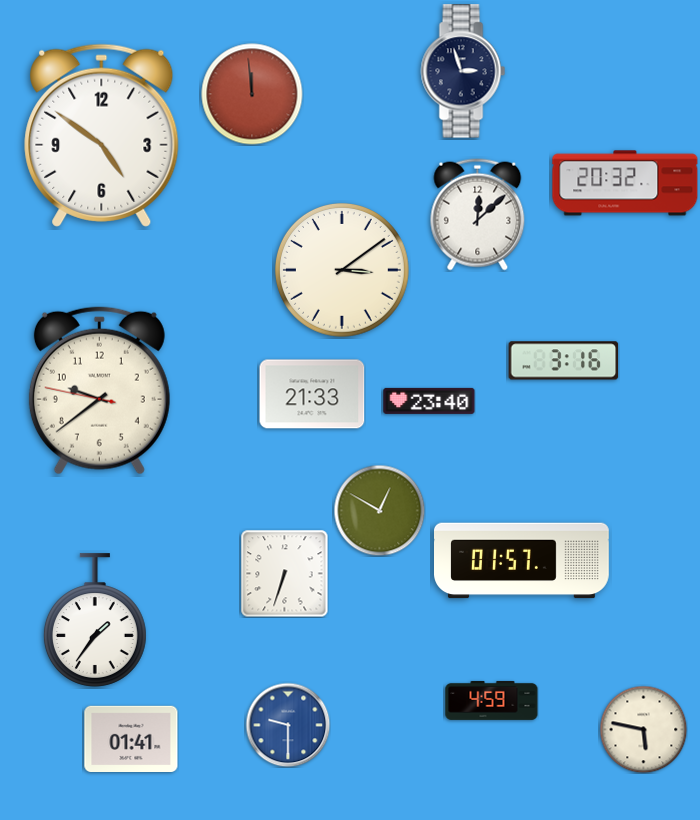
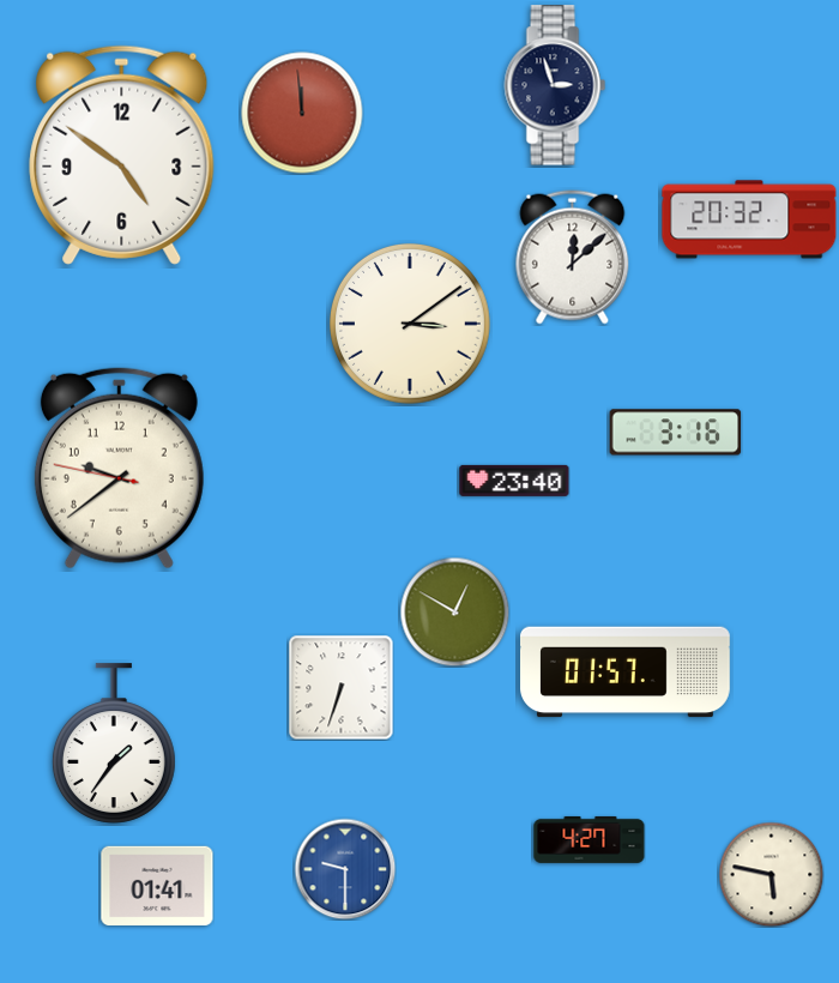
clock at (102, 135) position: (102, 135) -> (122, 155)
clock at (312, 394): 21:33 -> none
clock at (492, 700): 4:59 -> 4:27
